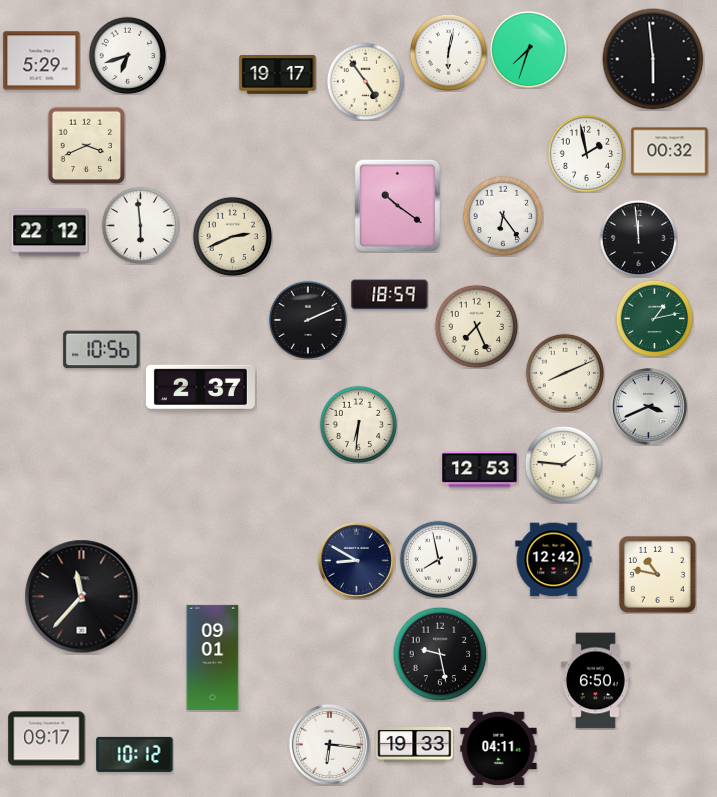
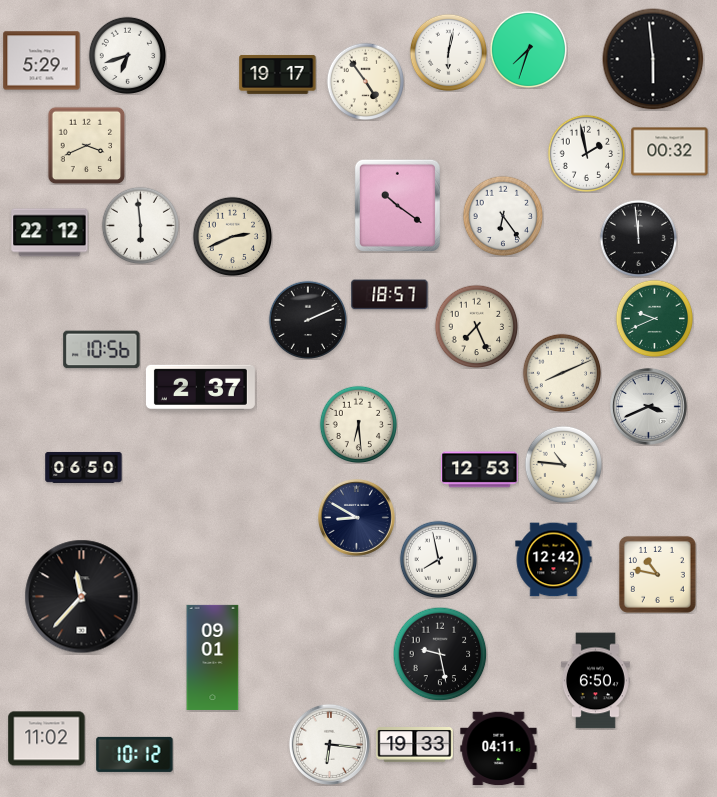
clock at (390, 295): 18:59 -> 18:57
clock at (654, 318): 1:13 -> 9:41
clock at (565, 373) position: (565, 373) -> (562, 373)
clock at (358, 424): 6:31 -> 6:29
clock at (563, 464): 1:46 -> 10:46
clock at (84, 467): none -> 06:50
clock at (356, 560) position: (356, 560) -> (356, 517)
clock at (47, 739): 09:17 -> 11:02
